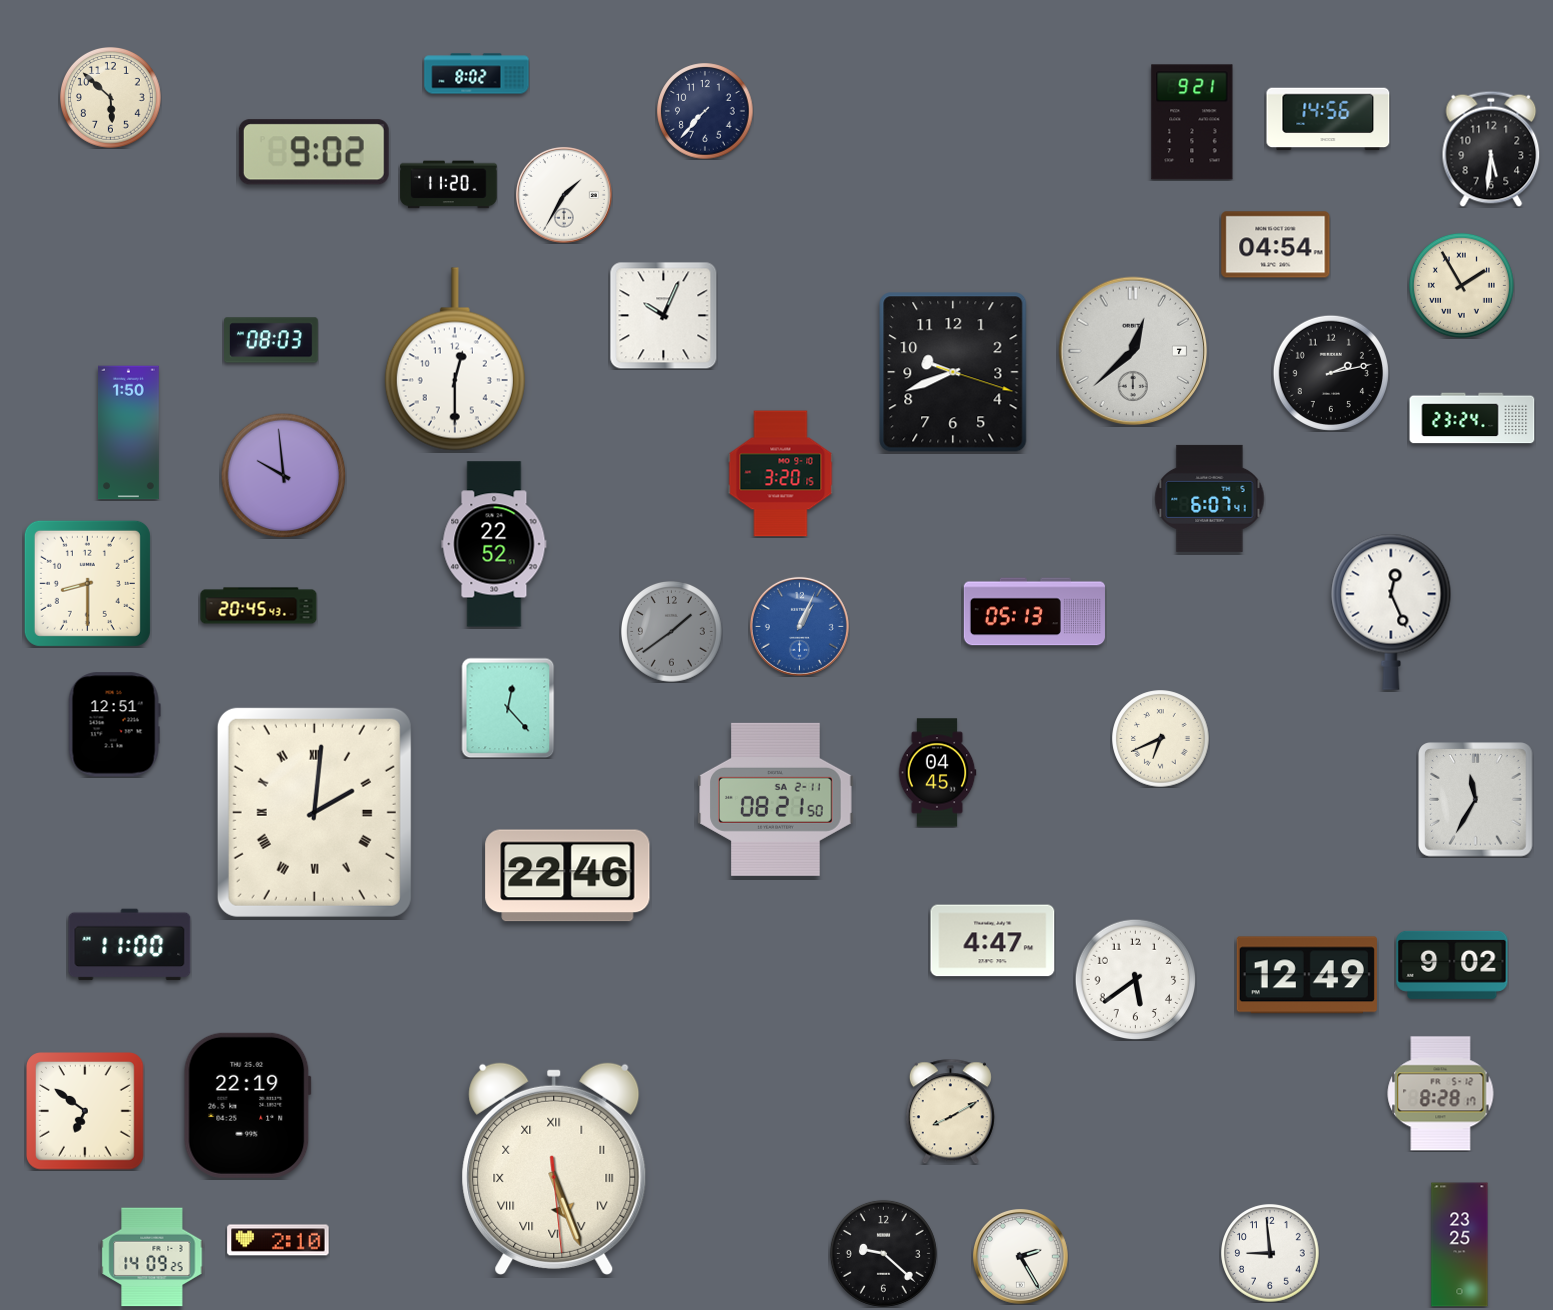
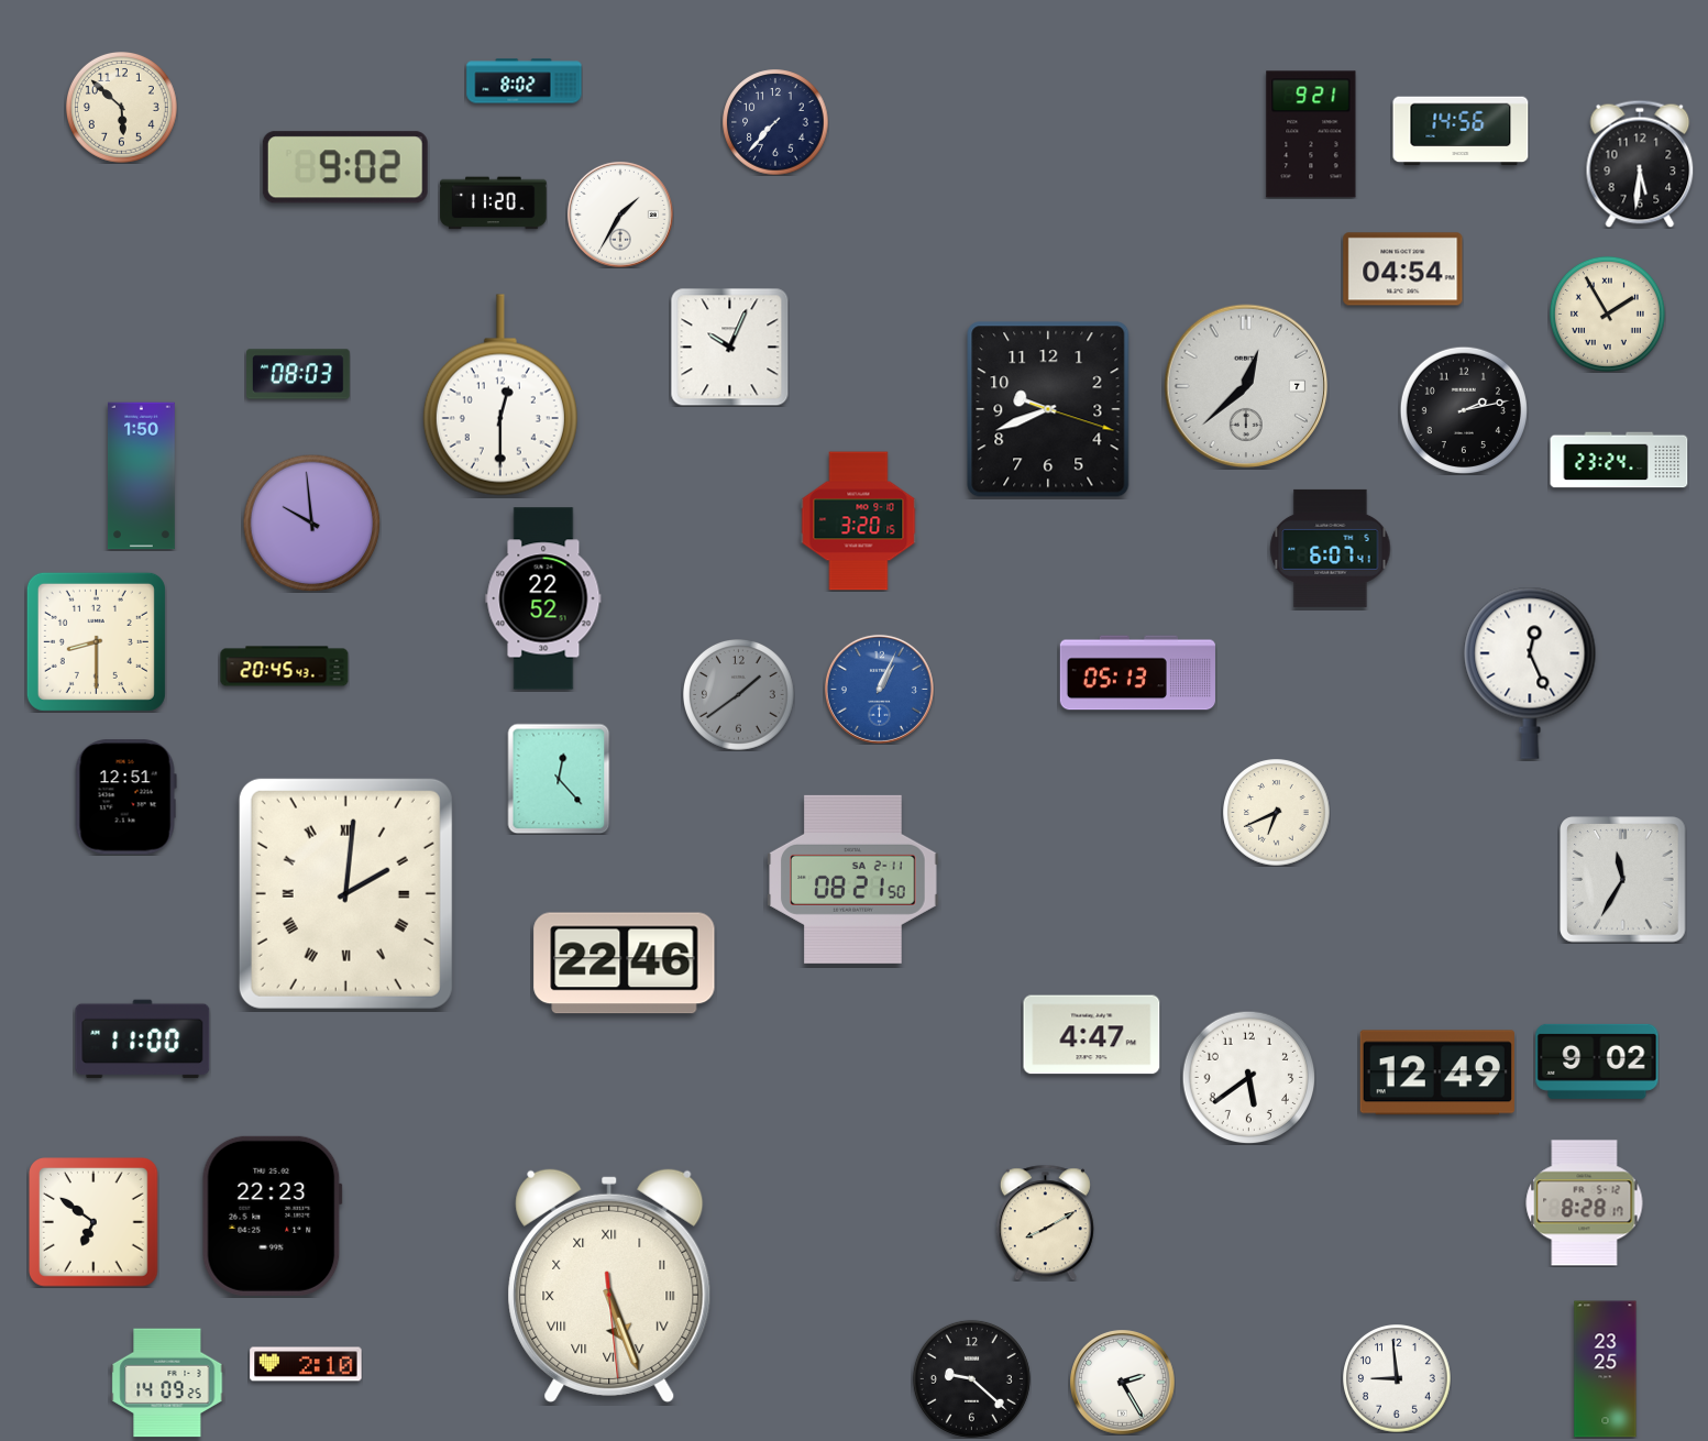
clock at (937, 773): 04:45 -> none
clock at (247, 1105): 22:19 -> 22:23
